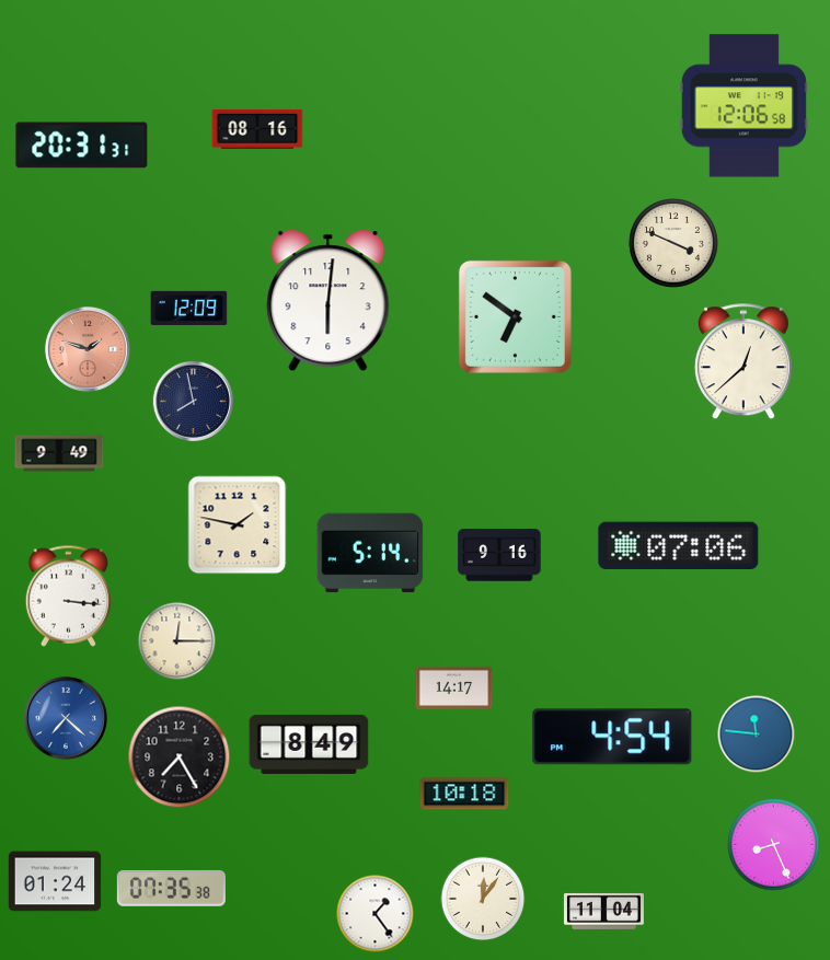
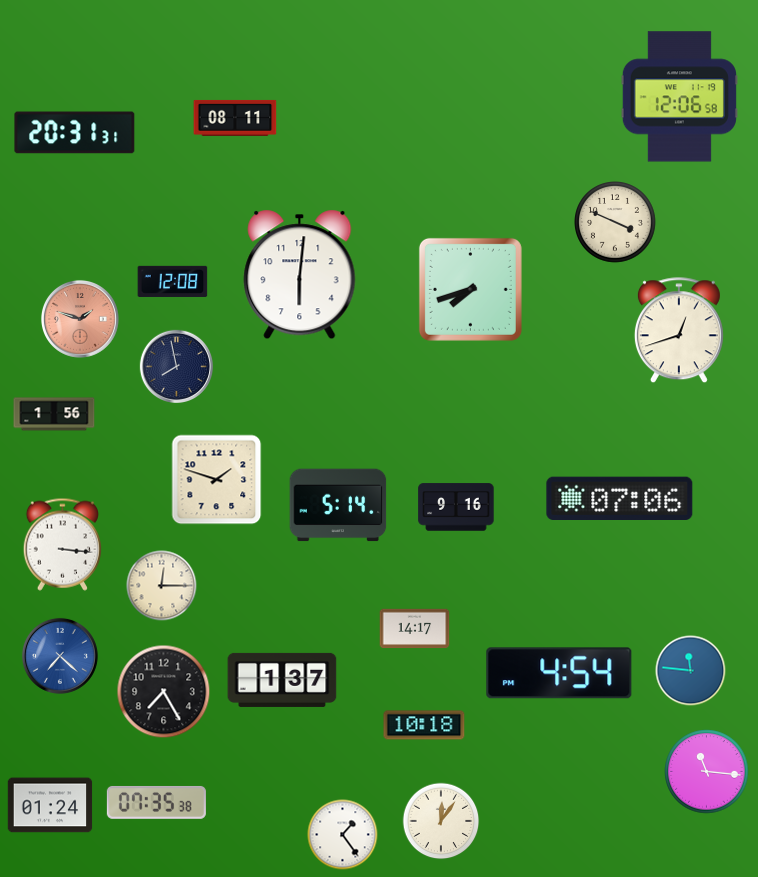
clock at (257, 129): 08:16 -> 08:11
clock at (189, 308): 12:09 -> 12:08
clock at (515, 316): 6:51 -> 7:42
clock at (743, 362): 12:38 -> 12:42
clock at (59, 453): 9:49 -> 1:56
clock at (238, 525): 1:47 -> 1:48
clock at (309, 744): 8:49 -> 1:37
clock at (774, 845): 8:26 -> 11:16
clock at (171, 888) position: (171, 888) -> (156, 802)
clock at (603, 911): 11:04 -> none
